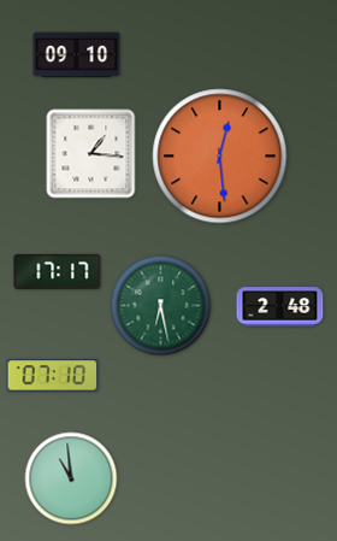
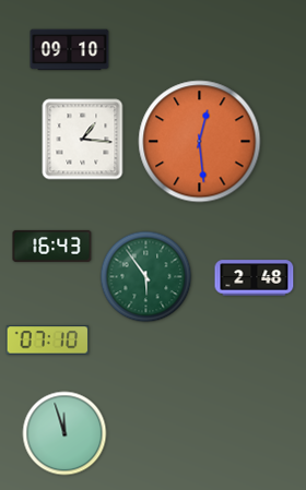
clock at (58, 271): 17:17 -> 16:43
clock at (161, 306): 6:28 -> 5:54
clock at (71, 478): 10:59 -> 11:57
